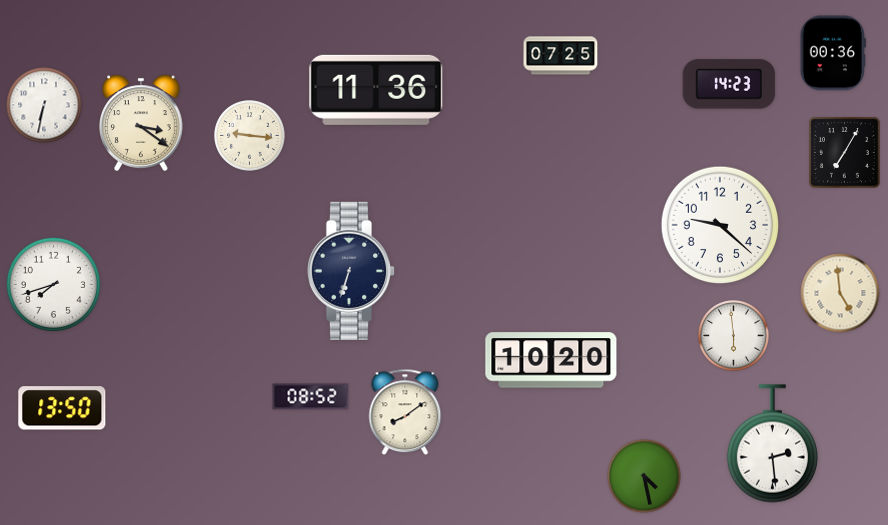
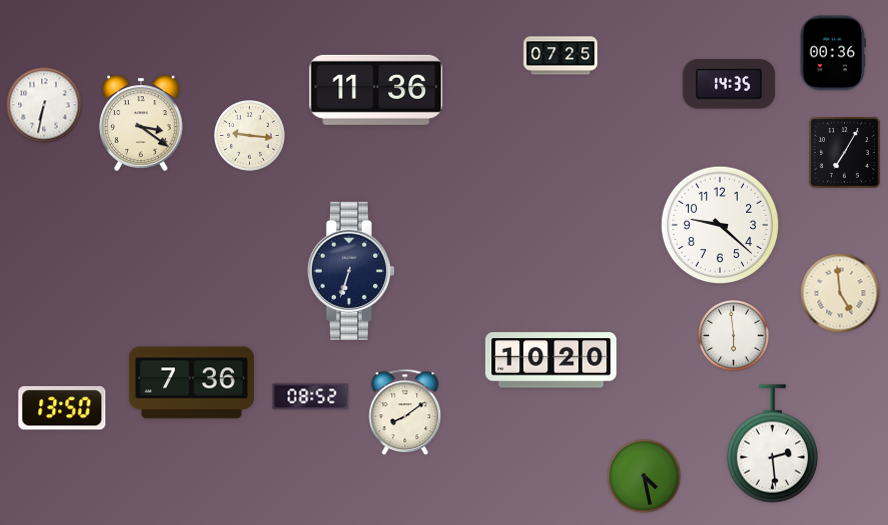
clock at (729, 84): 14:23 -> 14:35
clock at (53, 284): 7:42 -> none
clock at (191, 383): none -> 7:36
